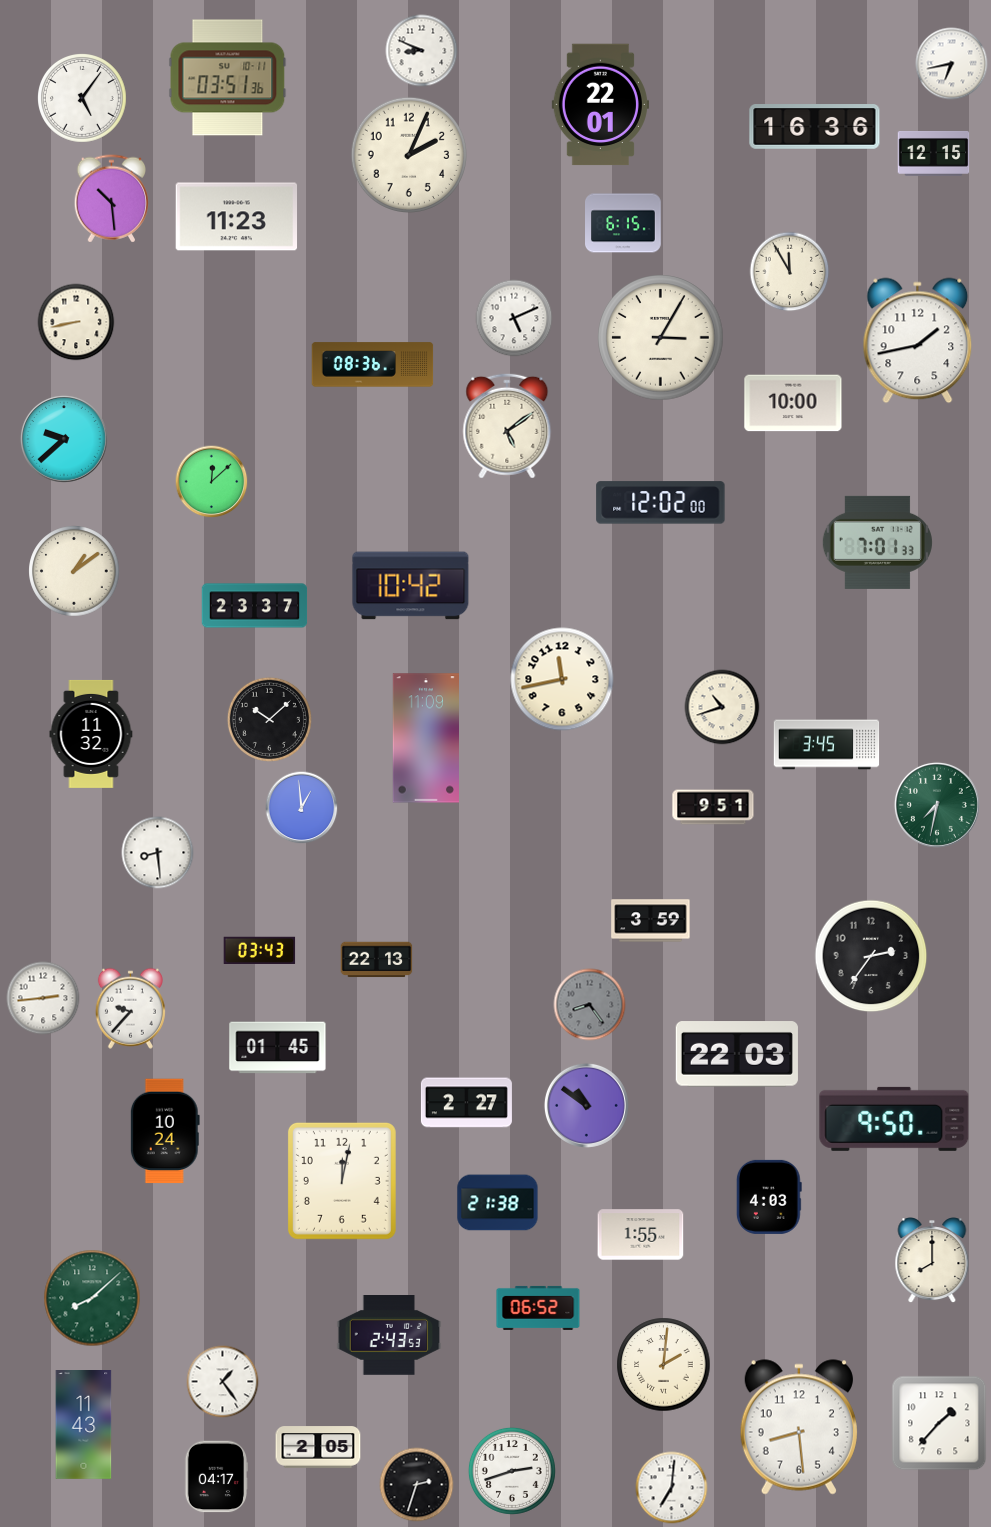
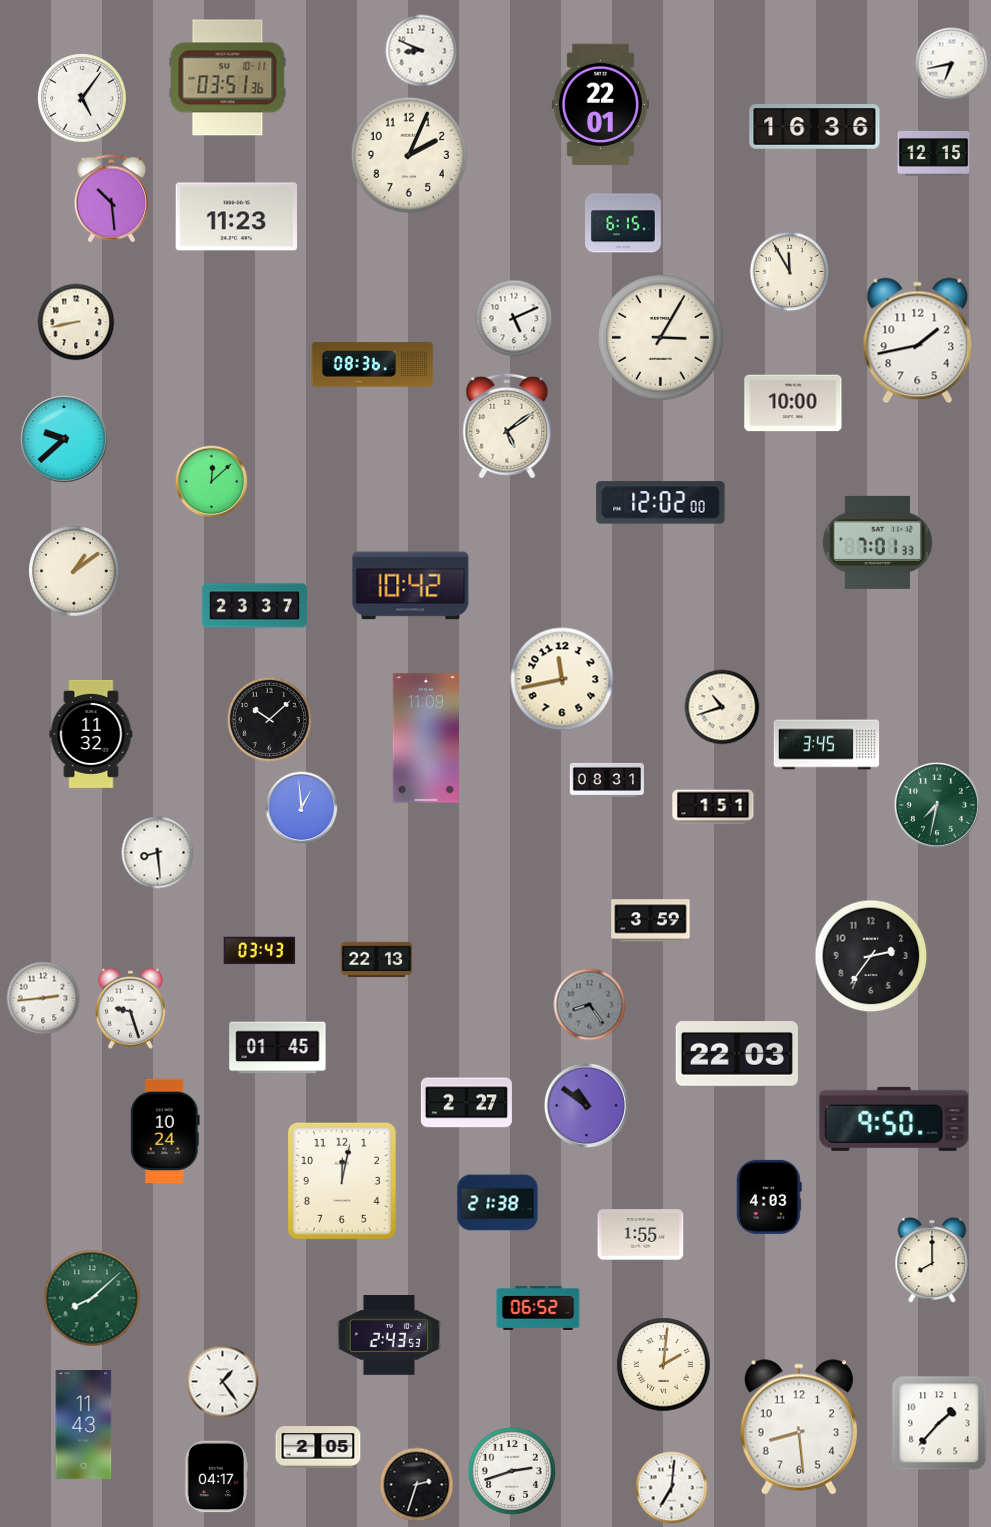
clock at (607, 780): none -> 08:31
clock at (713, 807): 9:51 -> 1:51
clock at (130, 1008): 9:37 -> 9:27
